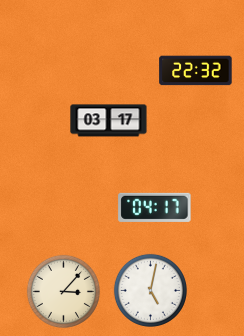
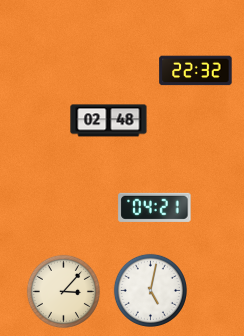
clock at (109, 121): 03:17 -> 02:48
clock at (155, 207): 04:17 -> 04:21
